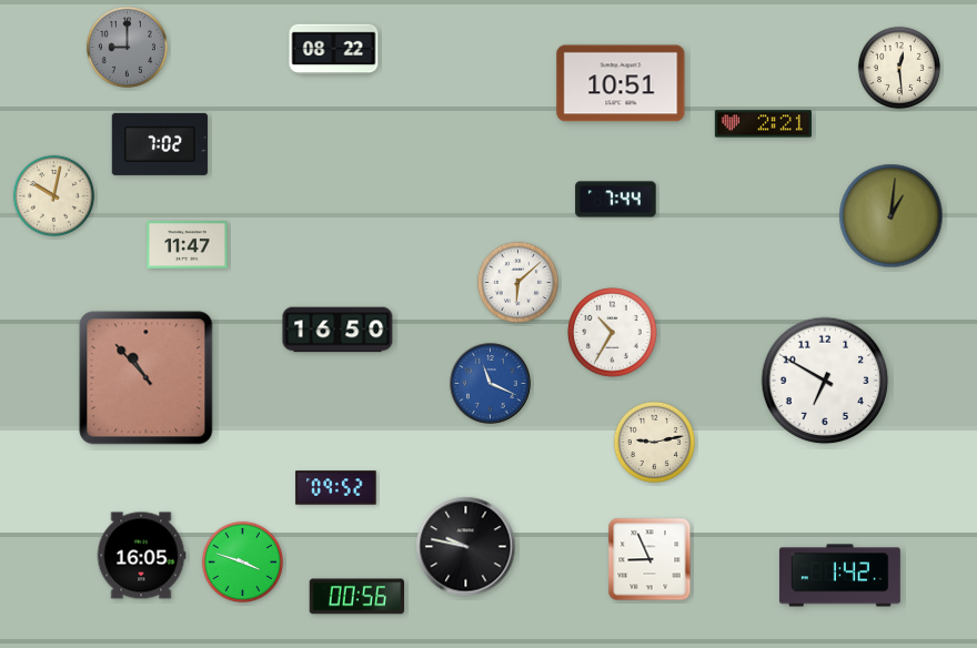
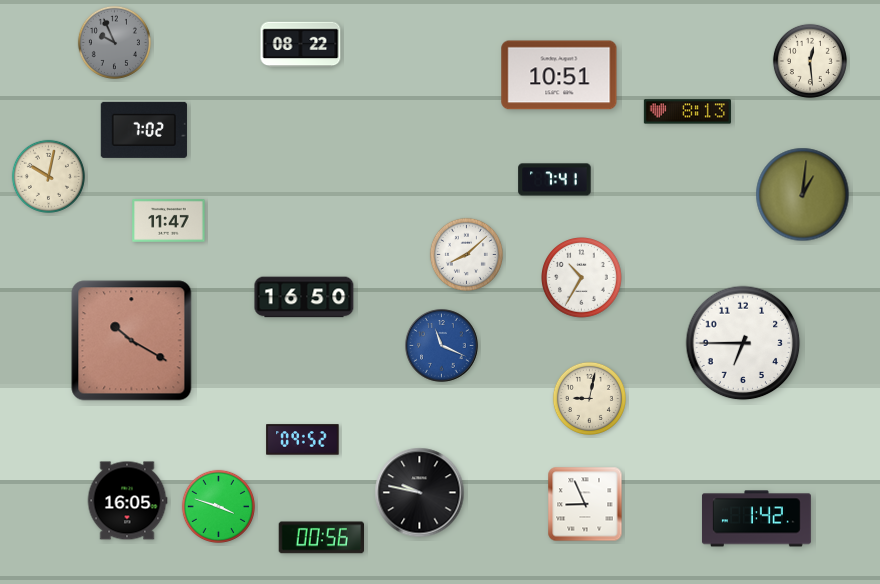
clock at (127, 47): 9:00 -> 9:56
clock at (763, 124): 2:21 -> 8:13
clock at (616, 200): 7:44 -> 7:41
clock at (517, 282): 6:08 -> 8:08
clock at (613, 333) position: (613, 333) -> (582, 278)
clock at (147, 378): 10:53 -> 10:20
clock at (825, 381): 6:50 -> 6:45
clock at (654, 442): 9:13 -> 9:02
